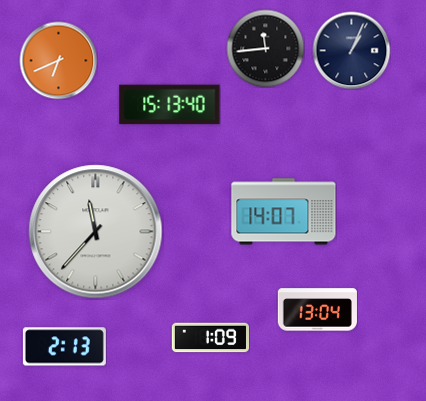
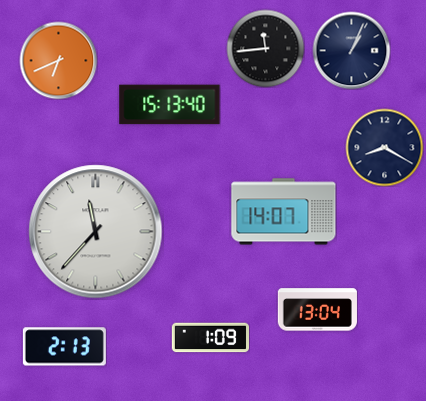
clock at (384, 147): none -> 8:20
